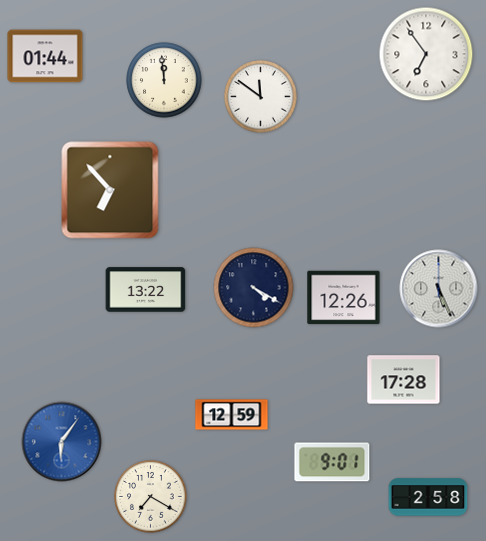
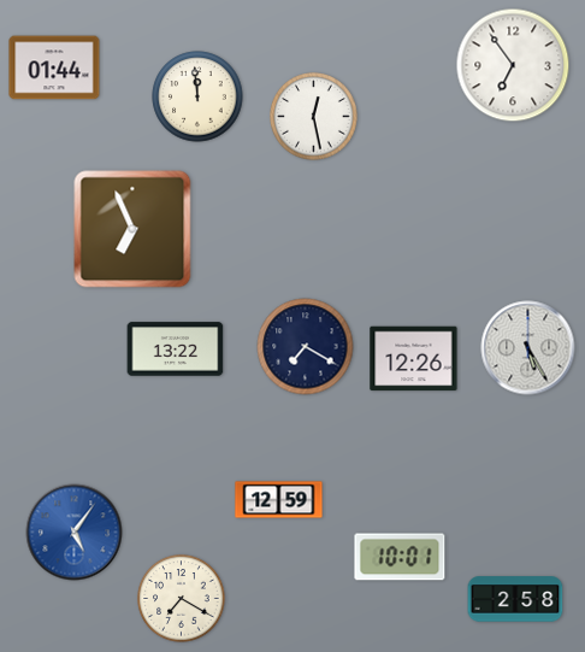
clock at (261, 97): 11:51 -> 12:28
clock at (110, 190): 6:53 -> 6:56
clock at (254, 288): 4:20 -> 7:20
clock at (439, 289): 5:26 -> 5:25
clock at (404, 380): 17:28 -> none
clock at (62, 442): 6:06 -> 5:06
clock at (332, 462): 9:01 -> 10:01
